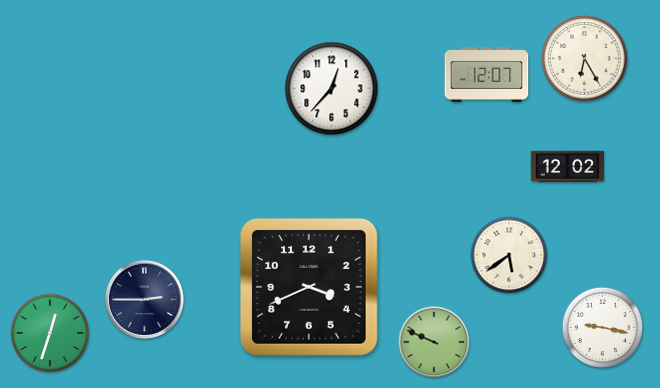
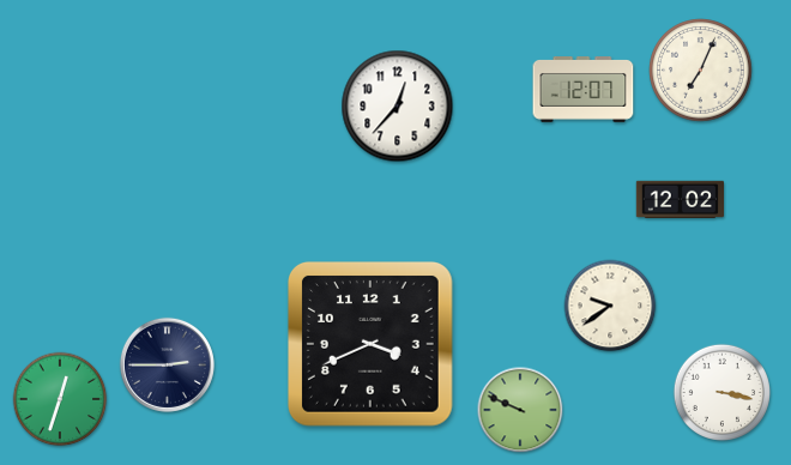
clock at (585, 59): 6:25 -> 7:04
clock at (509, 255): 5:39 -> 9:39
clock at (144, 299) position: (144, 299) -> (167, 364)
clock at (602, 327): 9:17 -> 3:17
